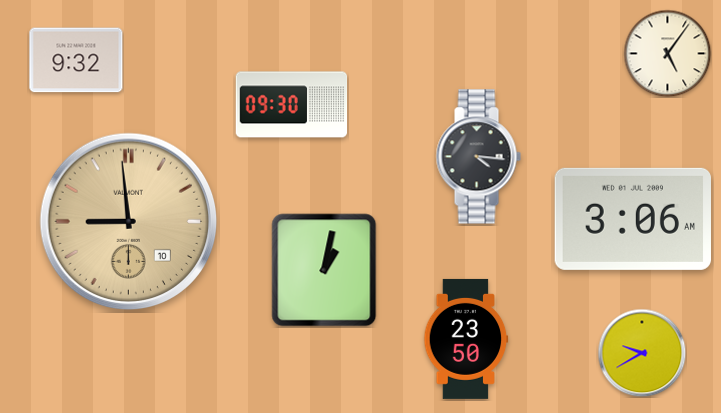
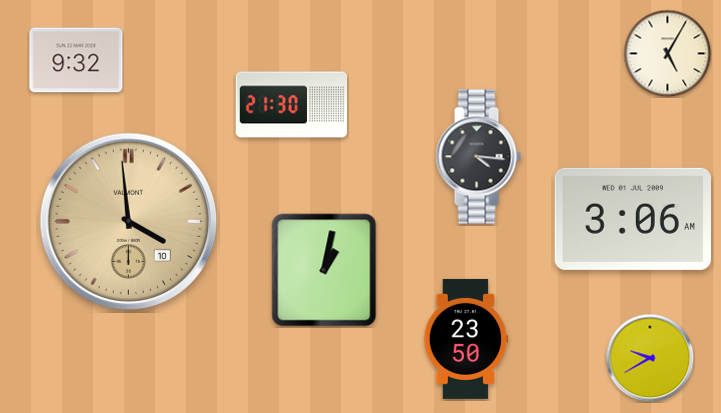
clock at (667, 53): 5:06 -> 5:05
clock at (292, 105): 09:30 -> 21:30
clock at (129, 222): 8:59 -> 3:59
clock at (642, 353) position: (642, 353) -> (650, 358)
